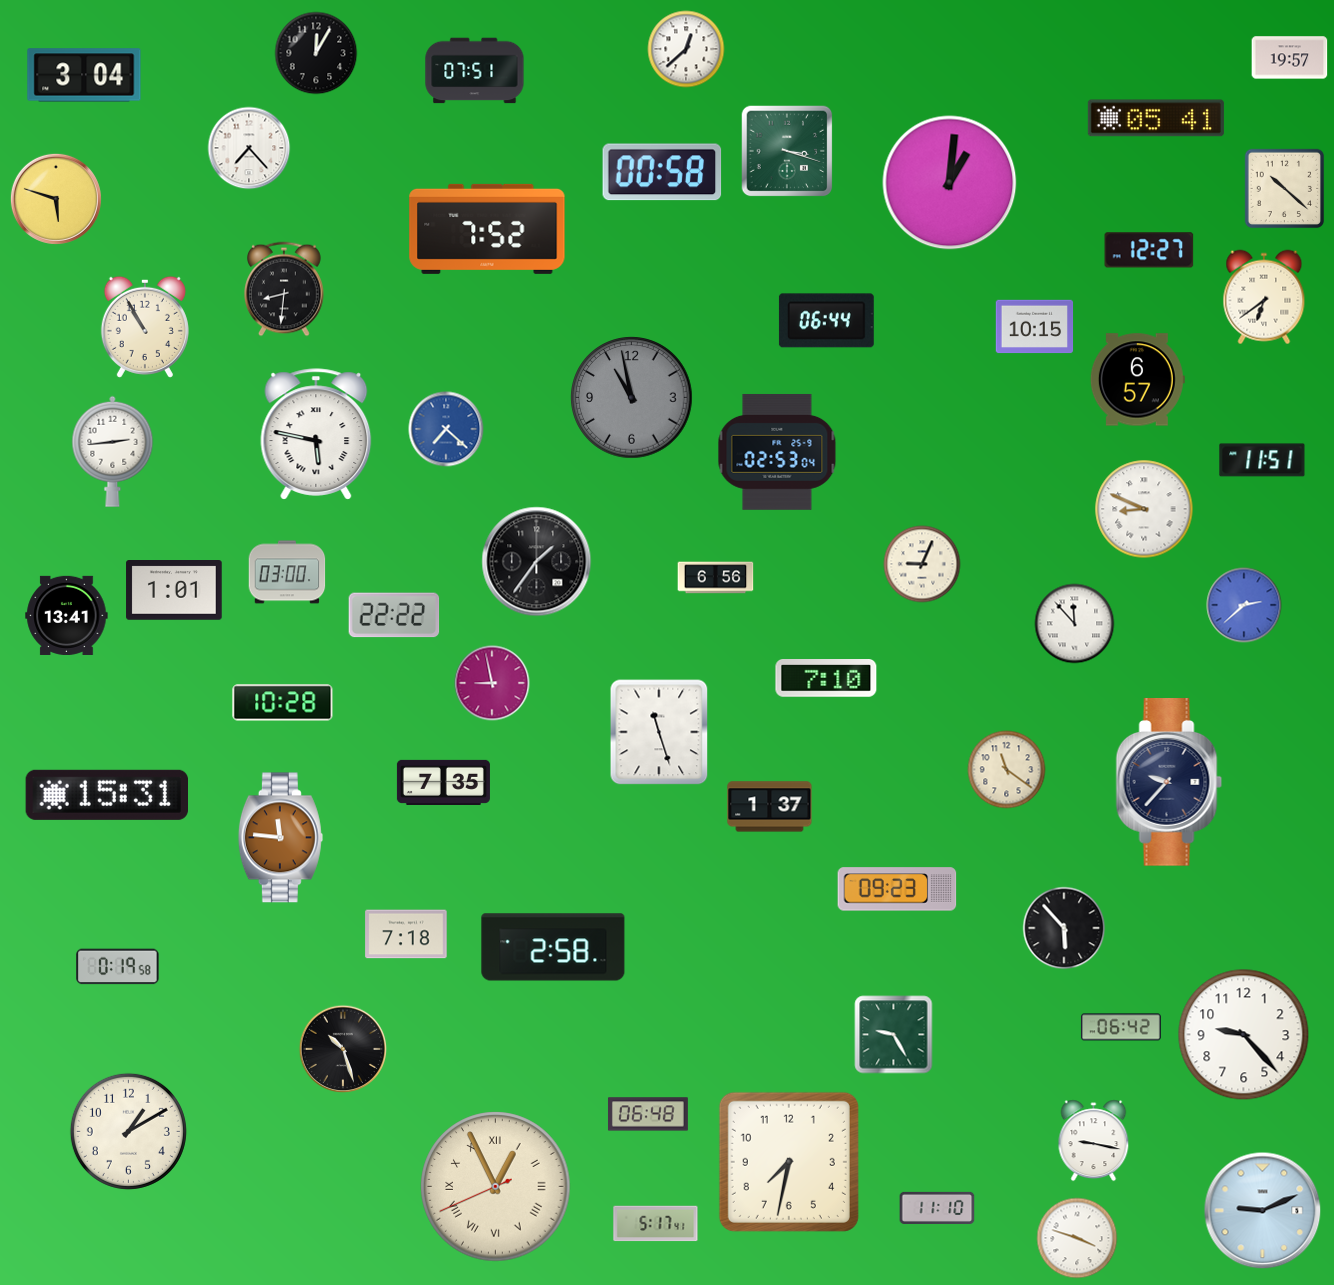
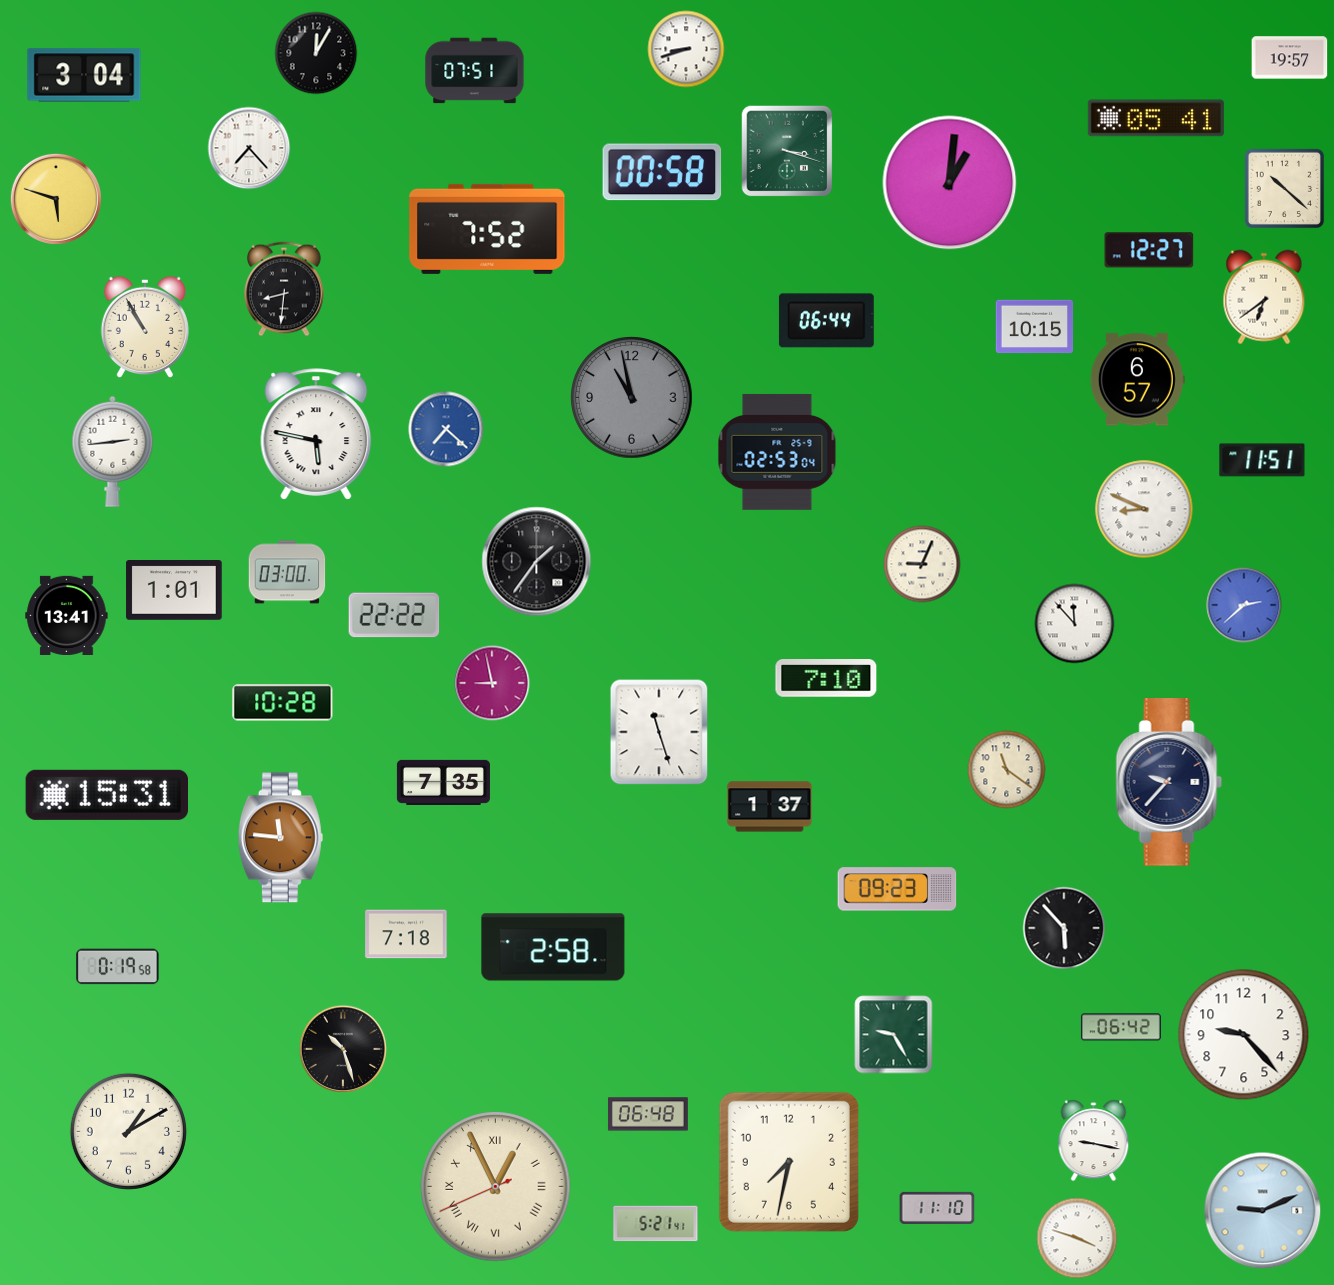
clock at (686, 49): 12:38 -> 8:42
clock at (716, 578): 6:56 -> none
clock at (656, 1224): 5:17 -> 5:21
